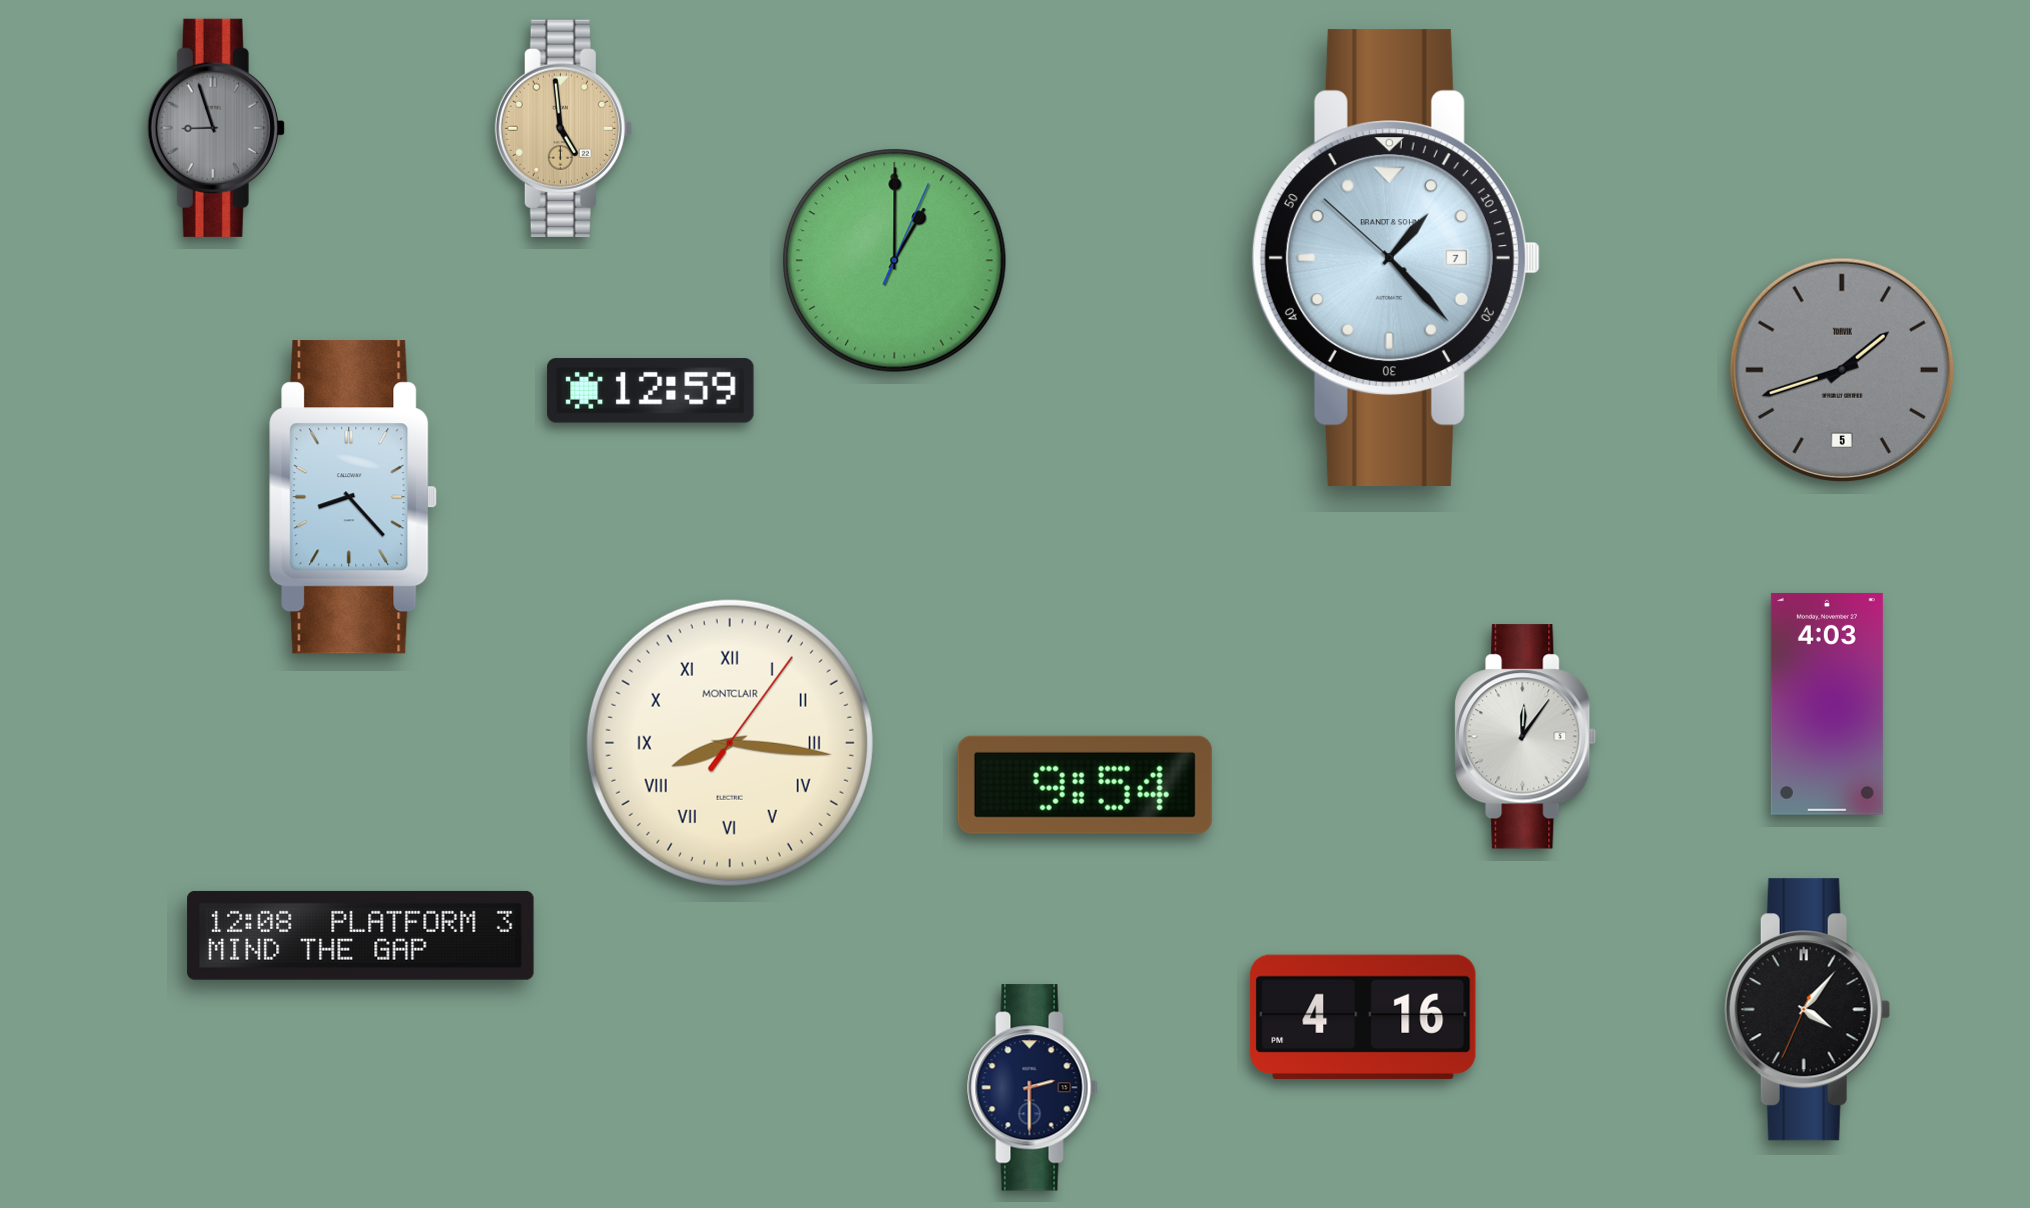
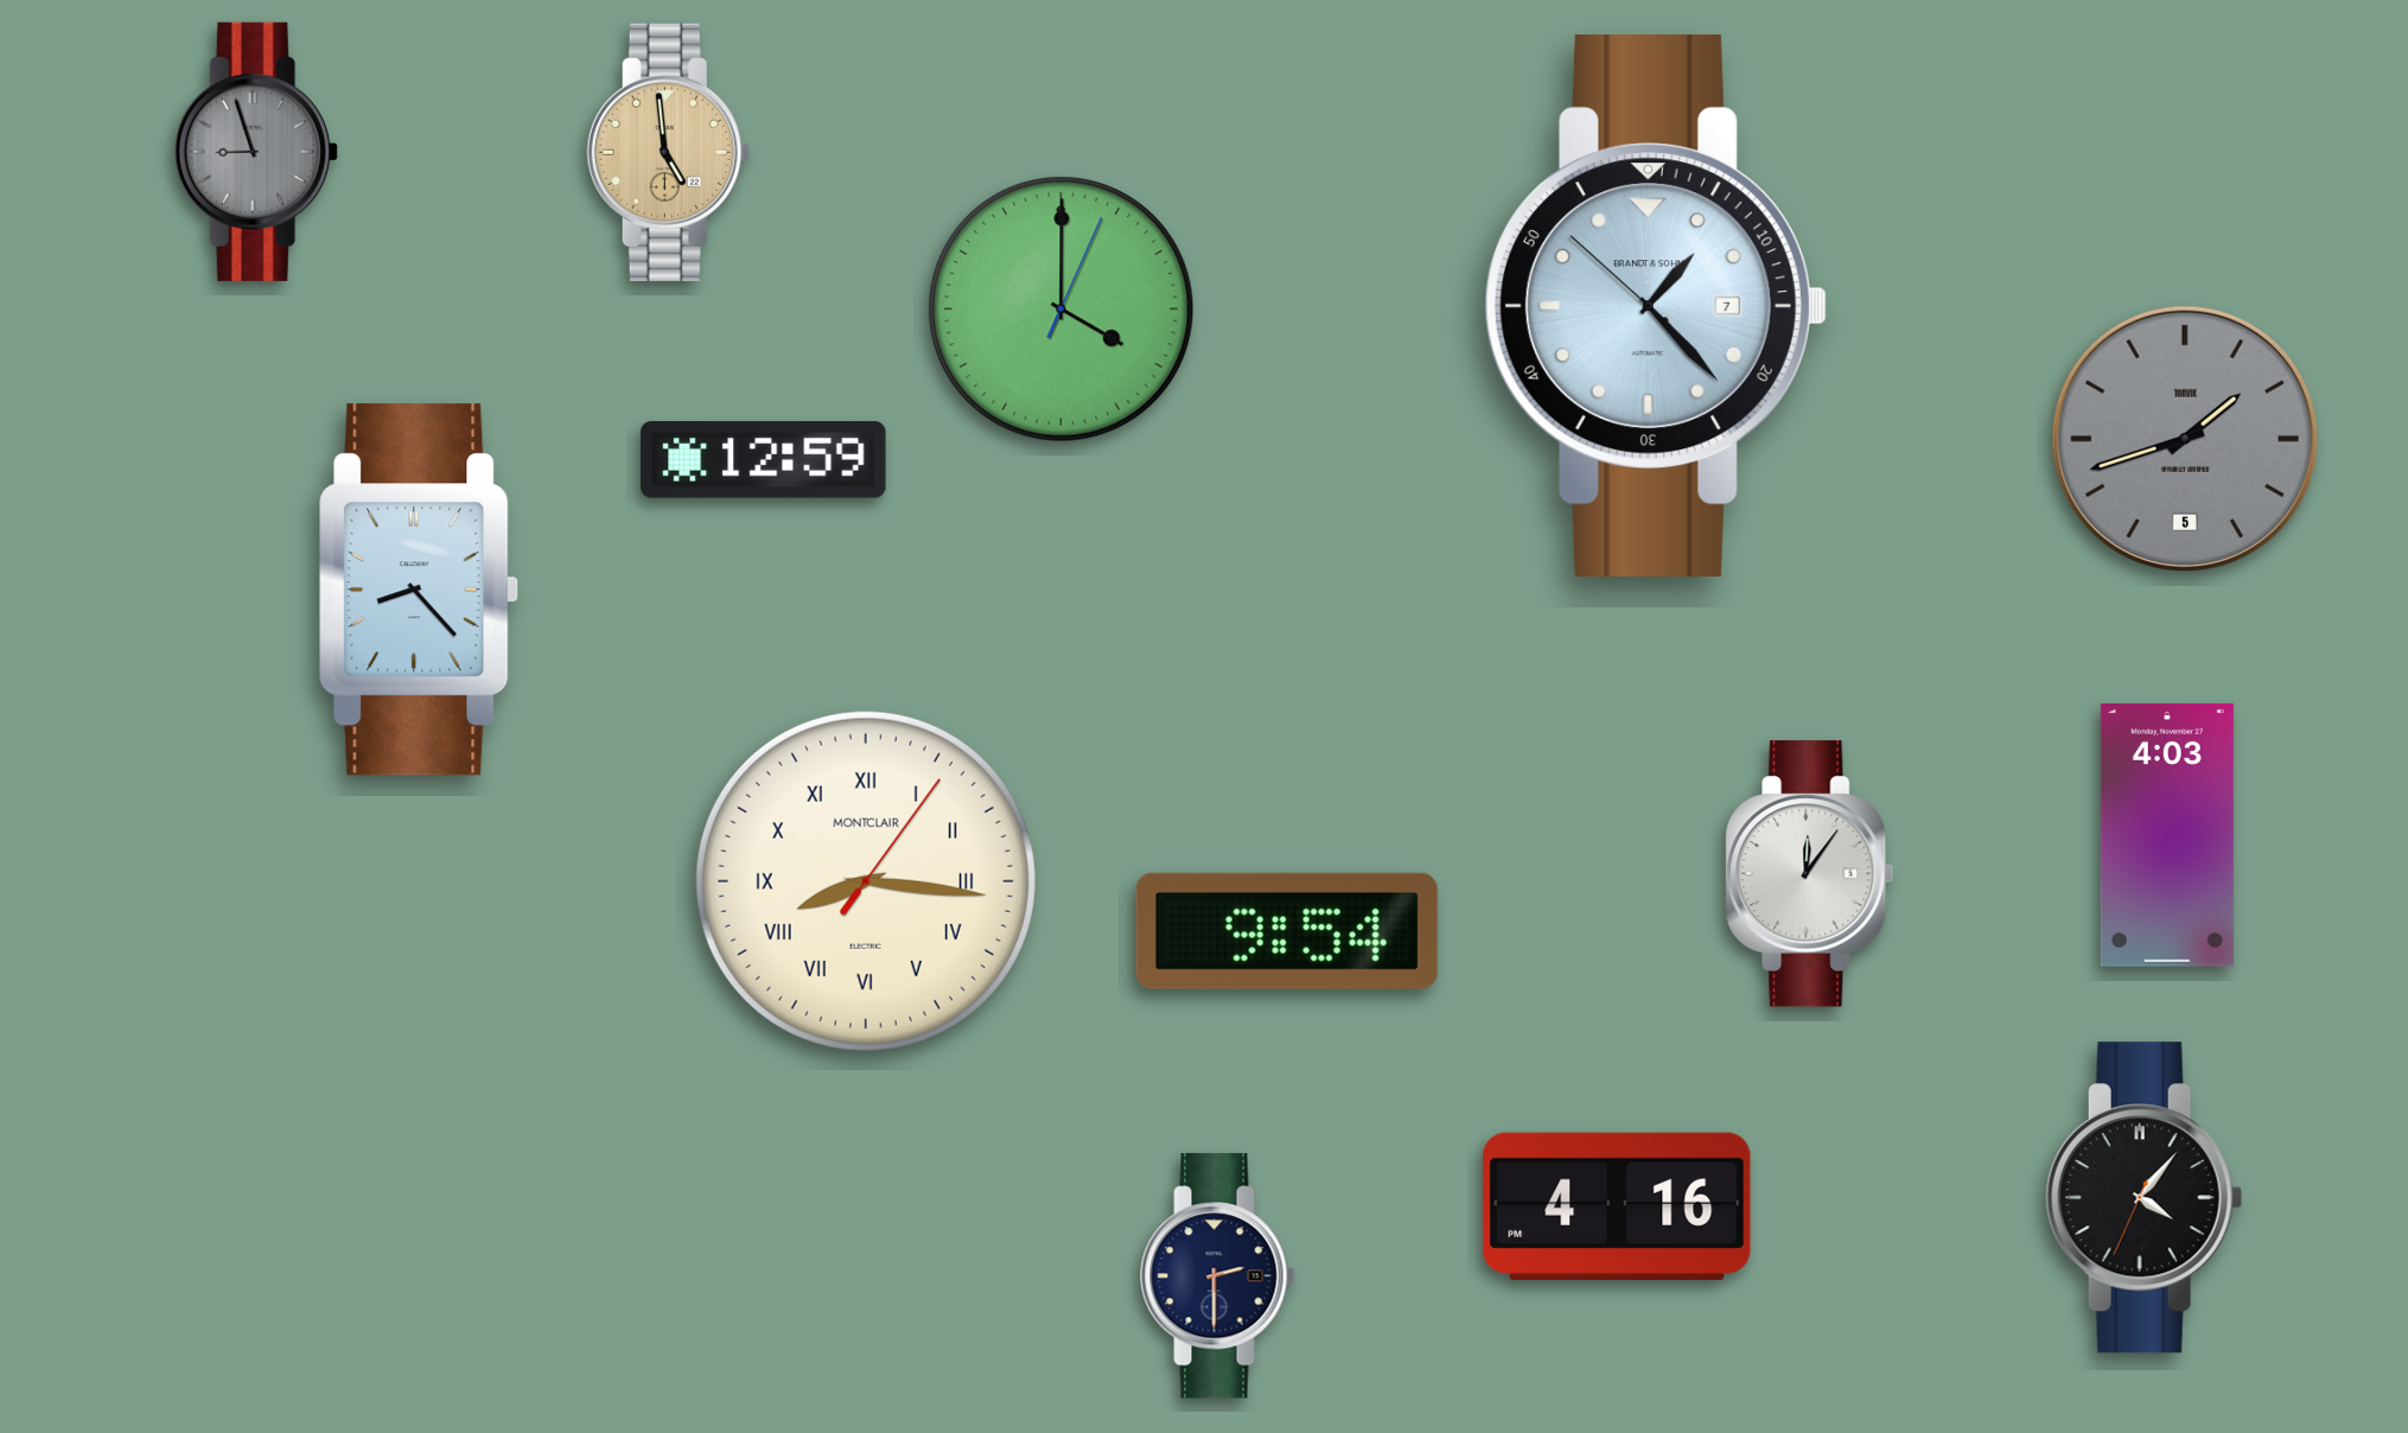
clock at (895, 261): 1:00 -> 4:00
clock at (651, 391) position: (651, 391) -> (764, 460)
clock at (361, 935): 12:08 -> none
clock at (1033, 1088) position: (1033, 1088) -> (1218, 1276)
